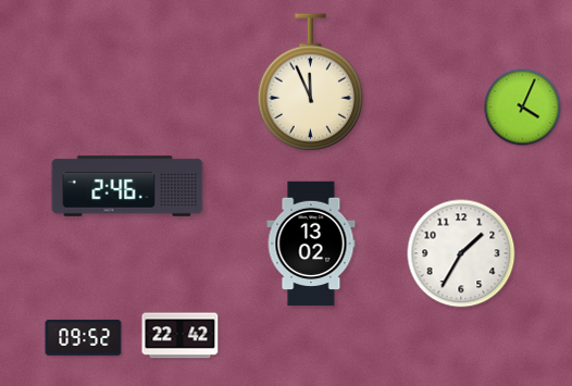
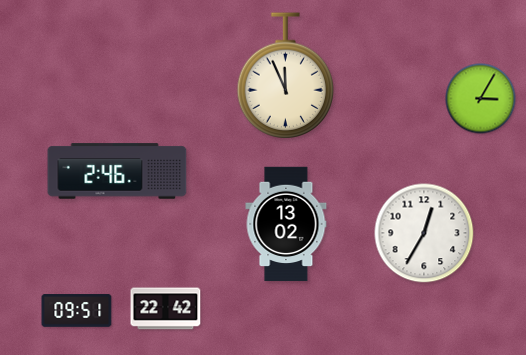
clock at (523, 108): 4:04 -> 3:05
clock at (461, 253): 1:35 -> 12:35
clock at (84, 338): 09:52 -> 09:51
